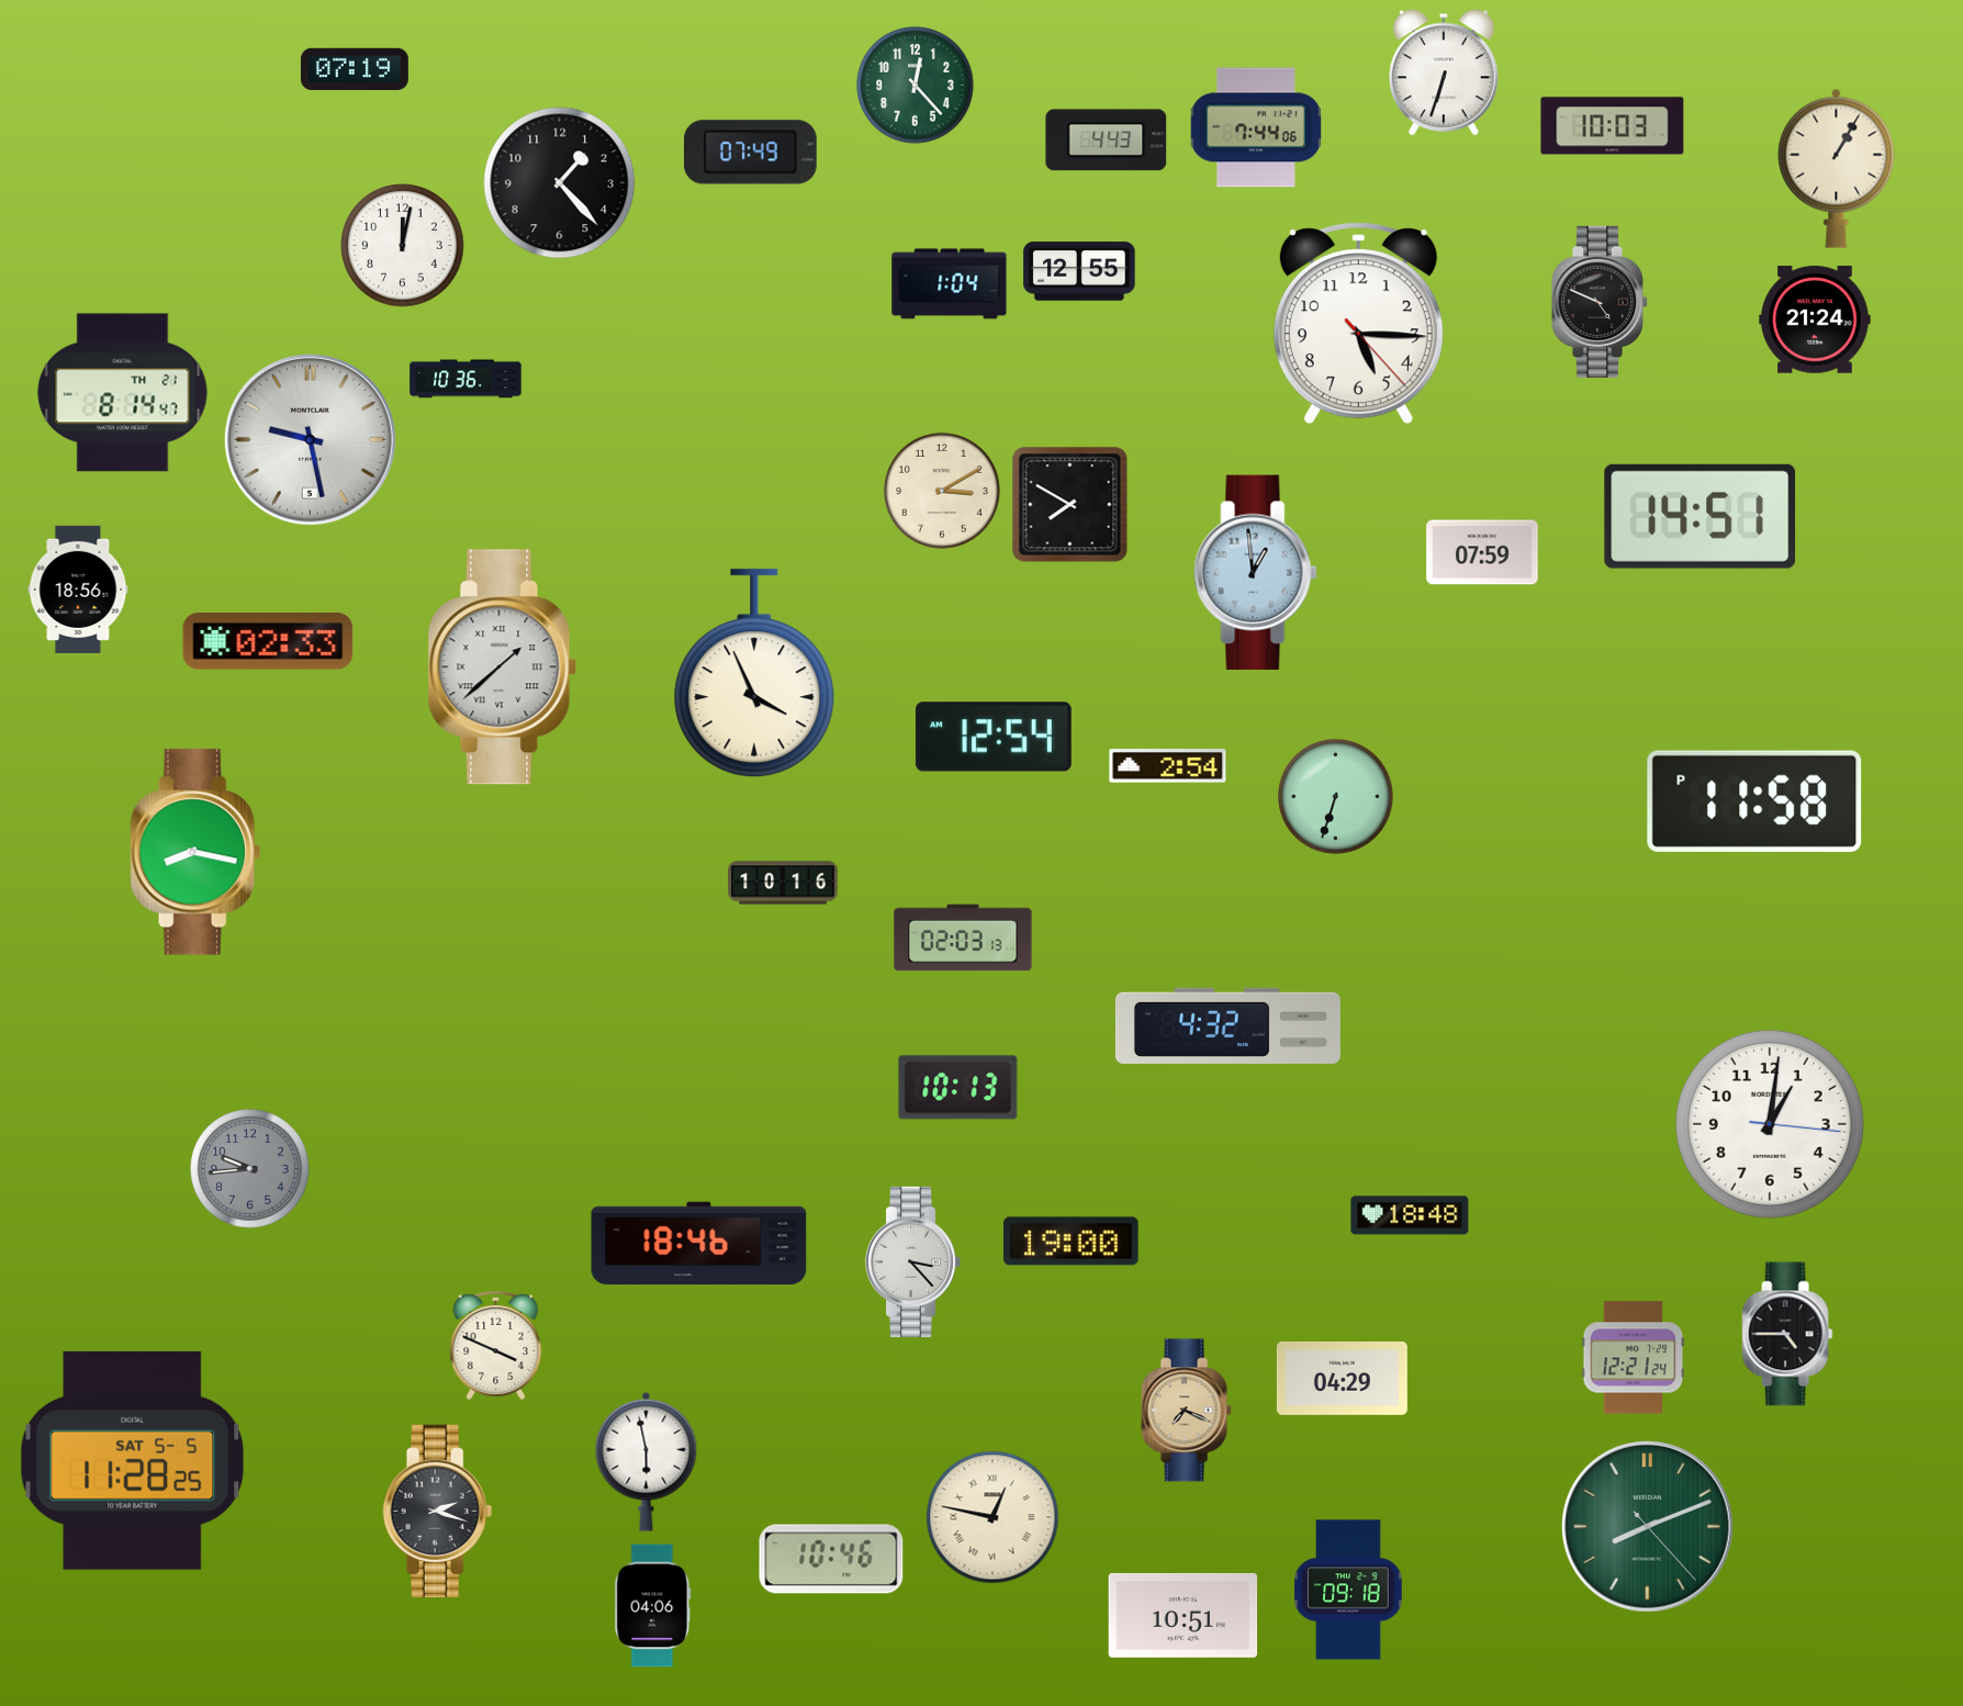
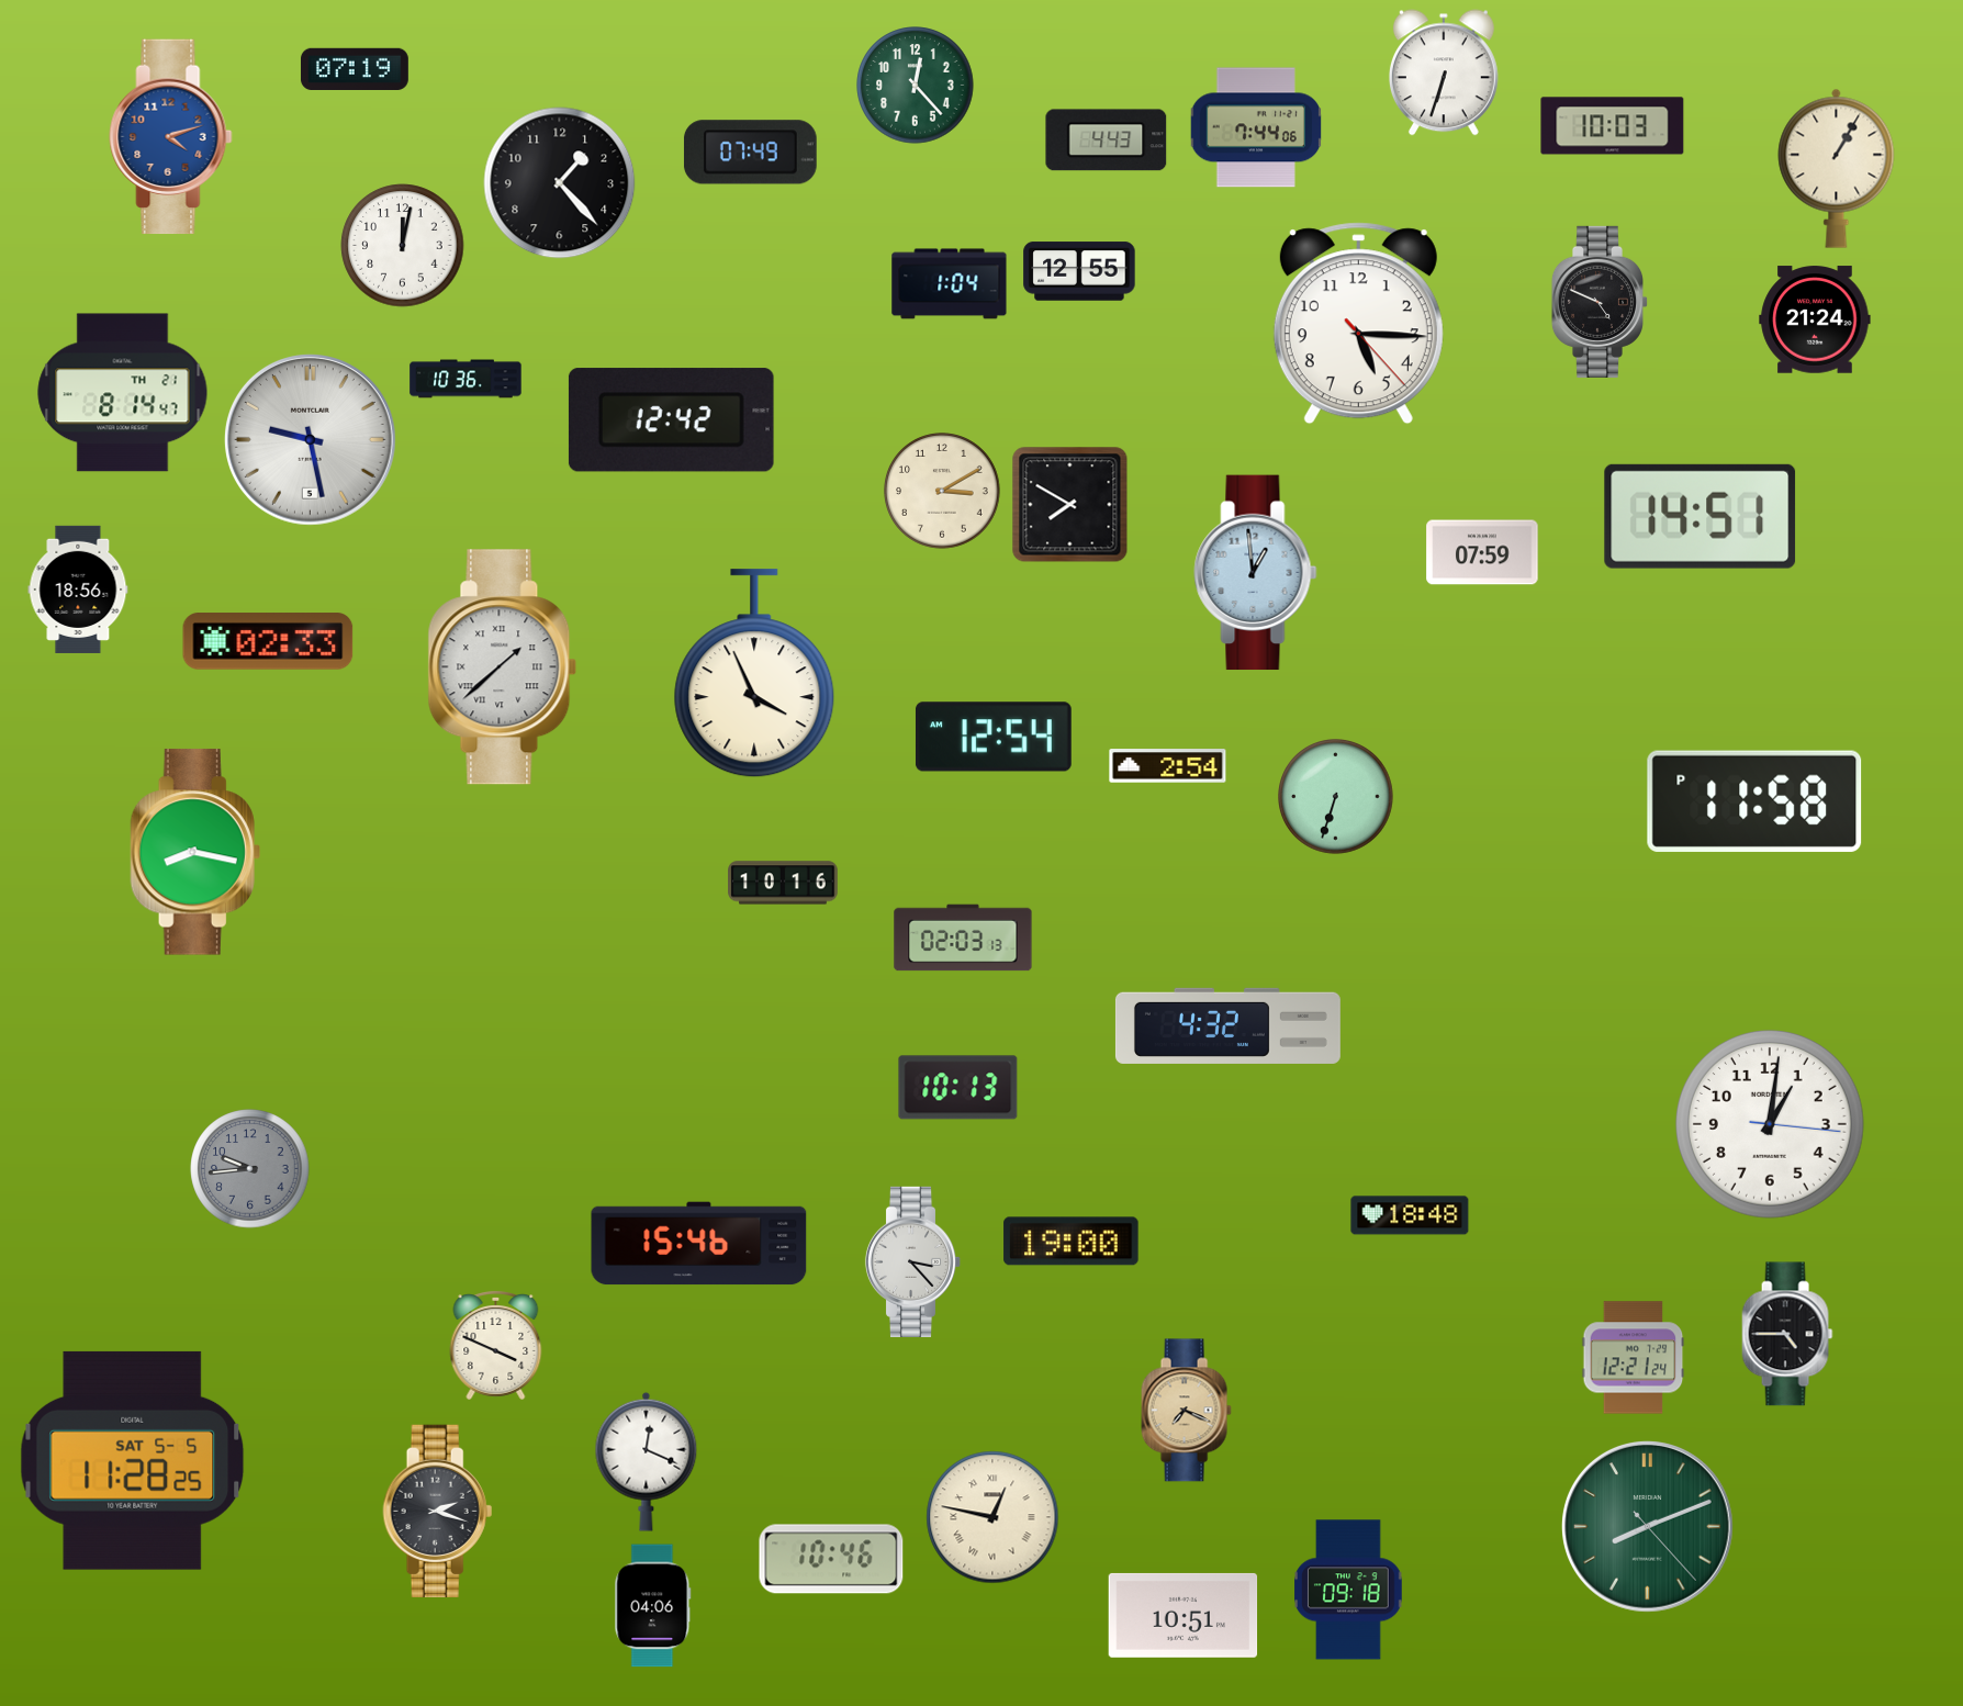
clock at (171, 137): none -> 4:12
clock at (671, 420): none -> 12:42
clock at (699, 1244): 18:46 -> 15:46
clock at (1342, 1378): 04:29 -> none
clock at (647, 1461): 5:58 -> 12:19
